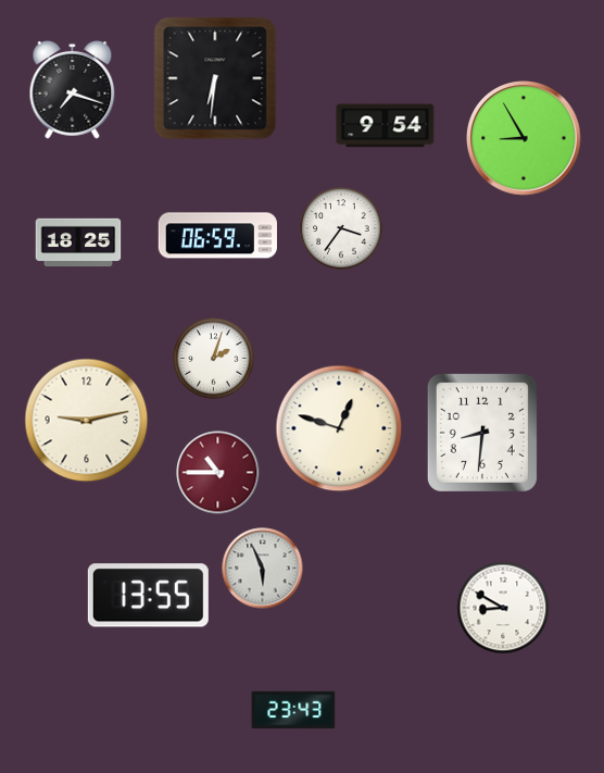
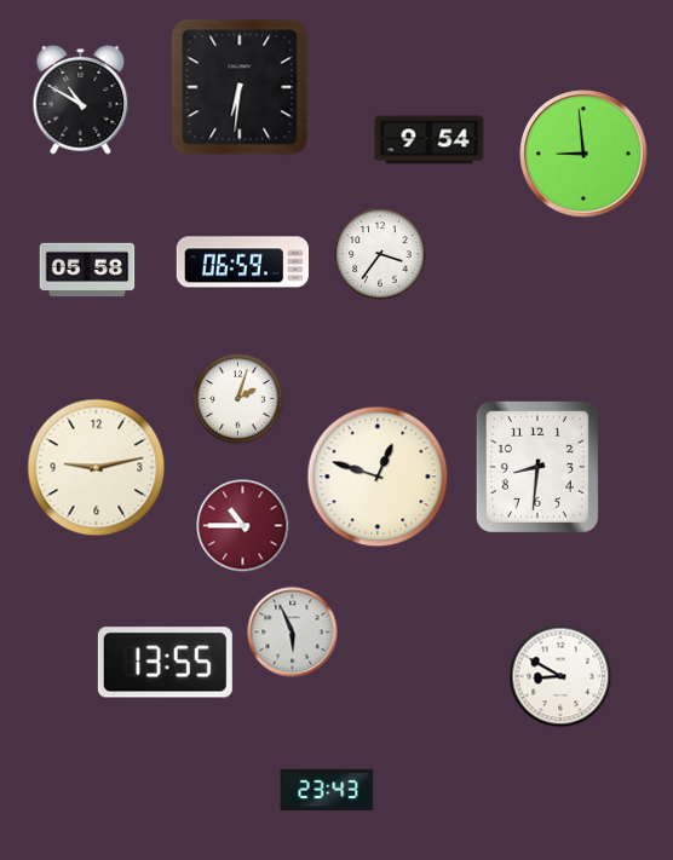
clock at (73, 89): 7:18 -> 10:50
clock at (524, 138): 8:55 -> 8:59
clock at (78, 242): 18:25 -> 05:58
clock at (482, 433) position: (482, 433) -> (537, 467)
